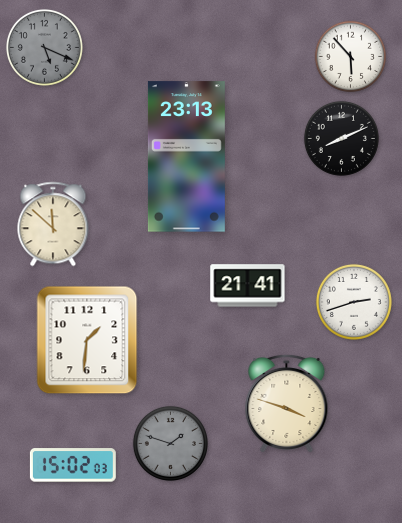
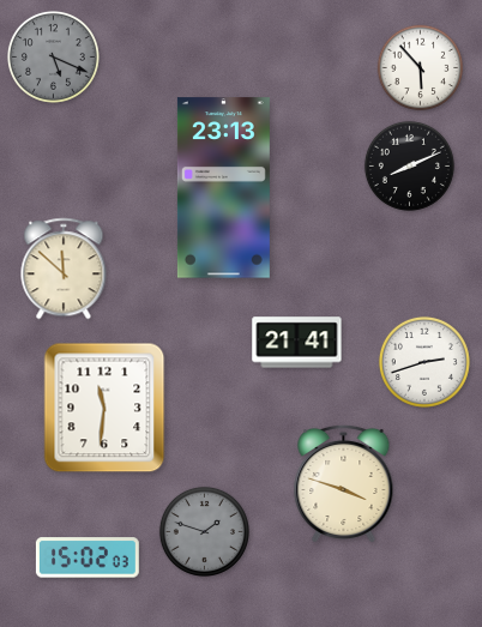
clock at (87, 340): 1:31 -> 11:31
